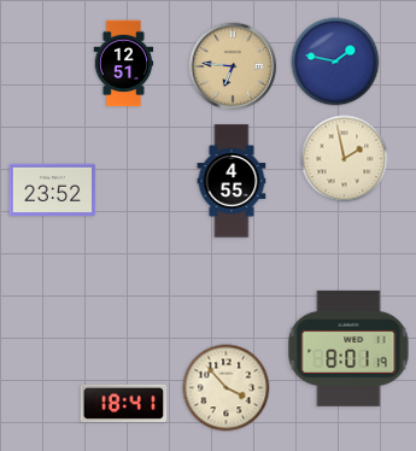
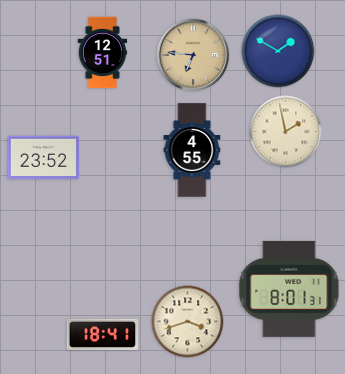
clock at (335, 61): 1:47 -> 1:50
clock at (348, 348): 8:01:19 -> 8:01:31
clock at (227, 388): 3:53 -> 3:42
